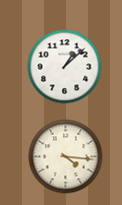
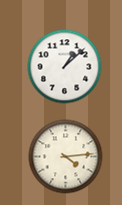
clock at (66, 157): 4:16 -> 4:14
